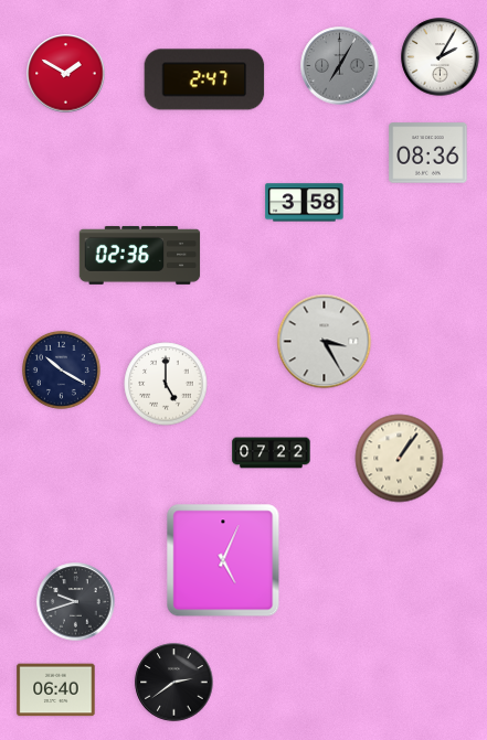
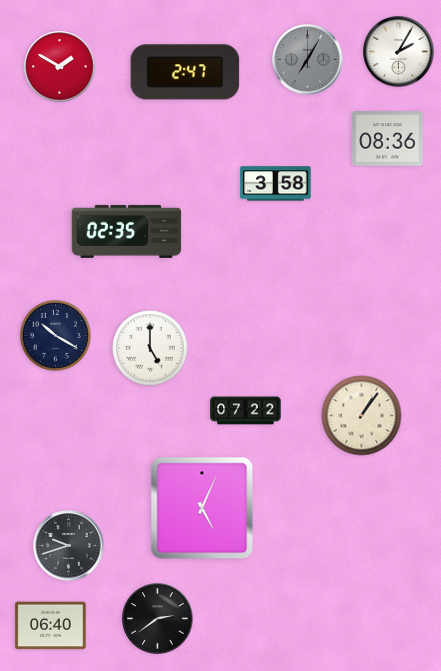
clock at (140, 255): 02:36 -> 02:35
clock at (325, 342): 3:25 -> none
